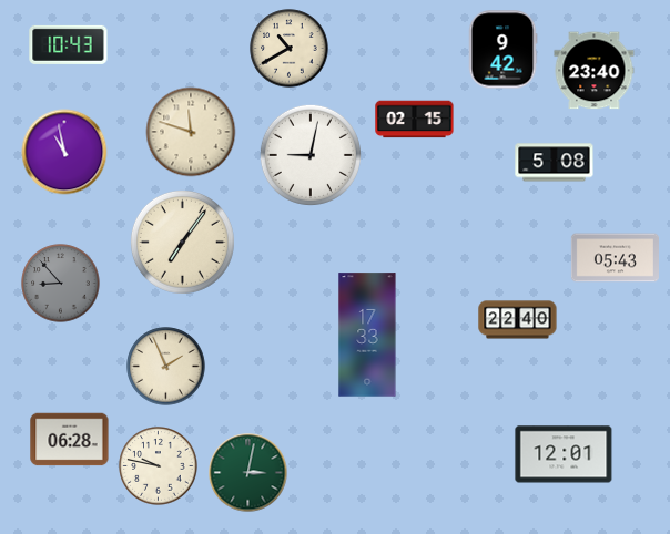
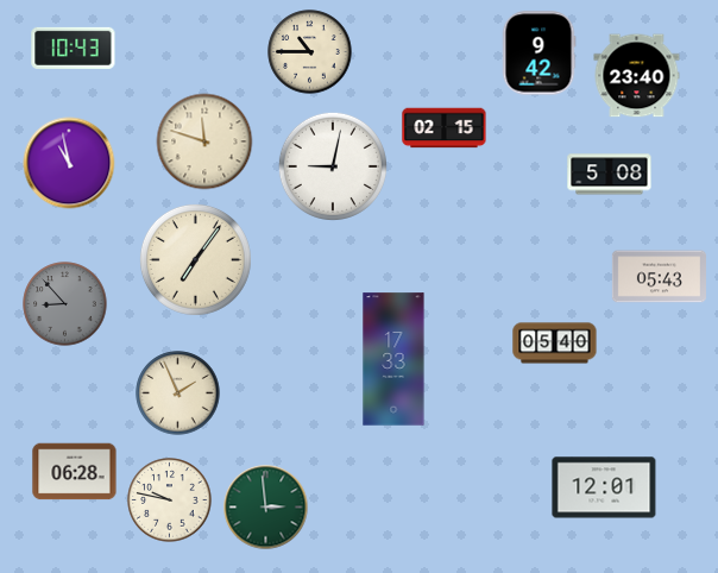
clock at (290, 49): 10:40 -> 10:45
clock at (555, 163) position: (555, 163) -> (610, 175)
clock at (518, 320): 22:40 -> 05:40
clock at (248, 473): 3:02 -> 2:59
